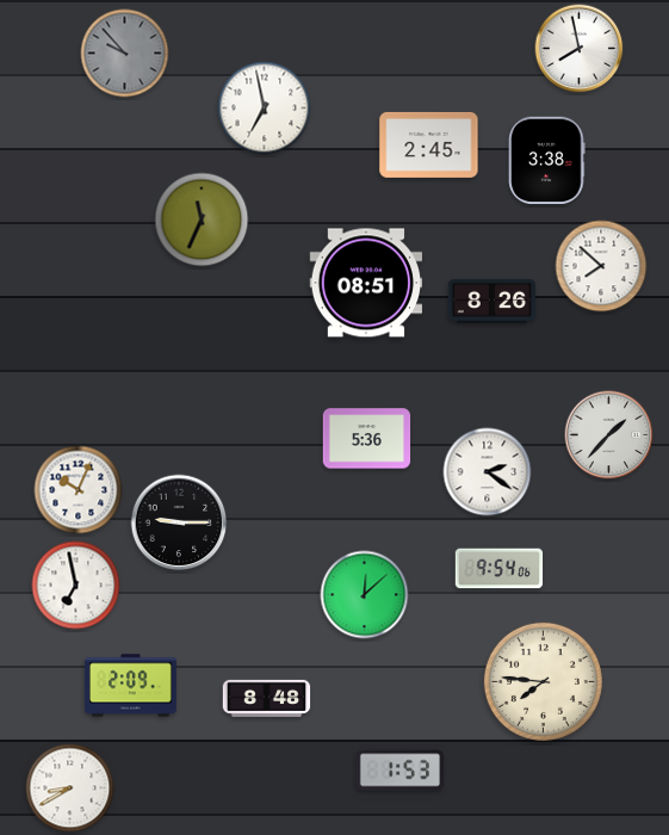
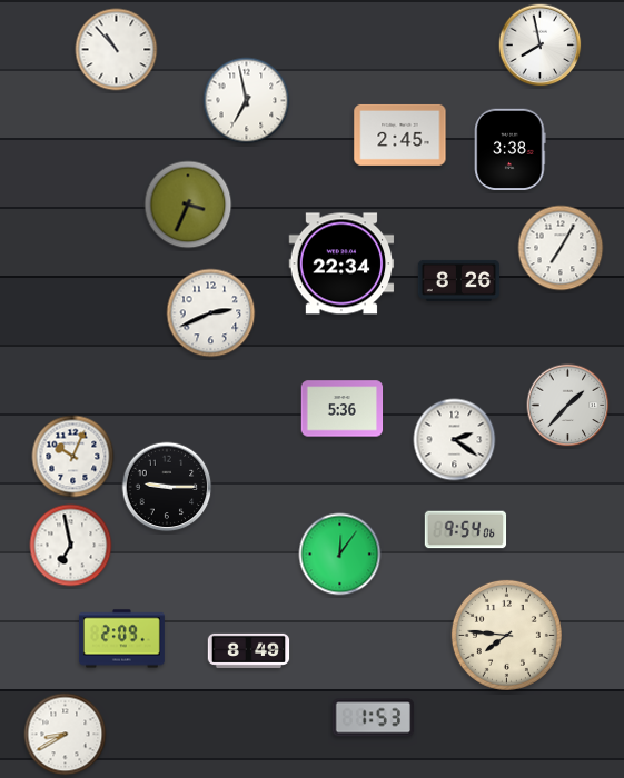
clock at (125, 54): 9:53 -> 10:53
clock at (125, 54) dial: grey -> white
clock at (202, 219): 11:34 -> 3:34
clock at (601, 266): 7:52 -> 7:05
clock at (366, 283): 08:51 -> 22:34
clock at (211, 313): none -> 2:41
clock at (365, 595): 12:08 -> 12:06
clock at (267, 698): 8:48 -> 8:49
